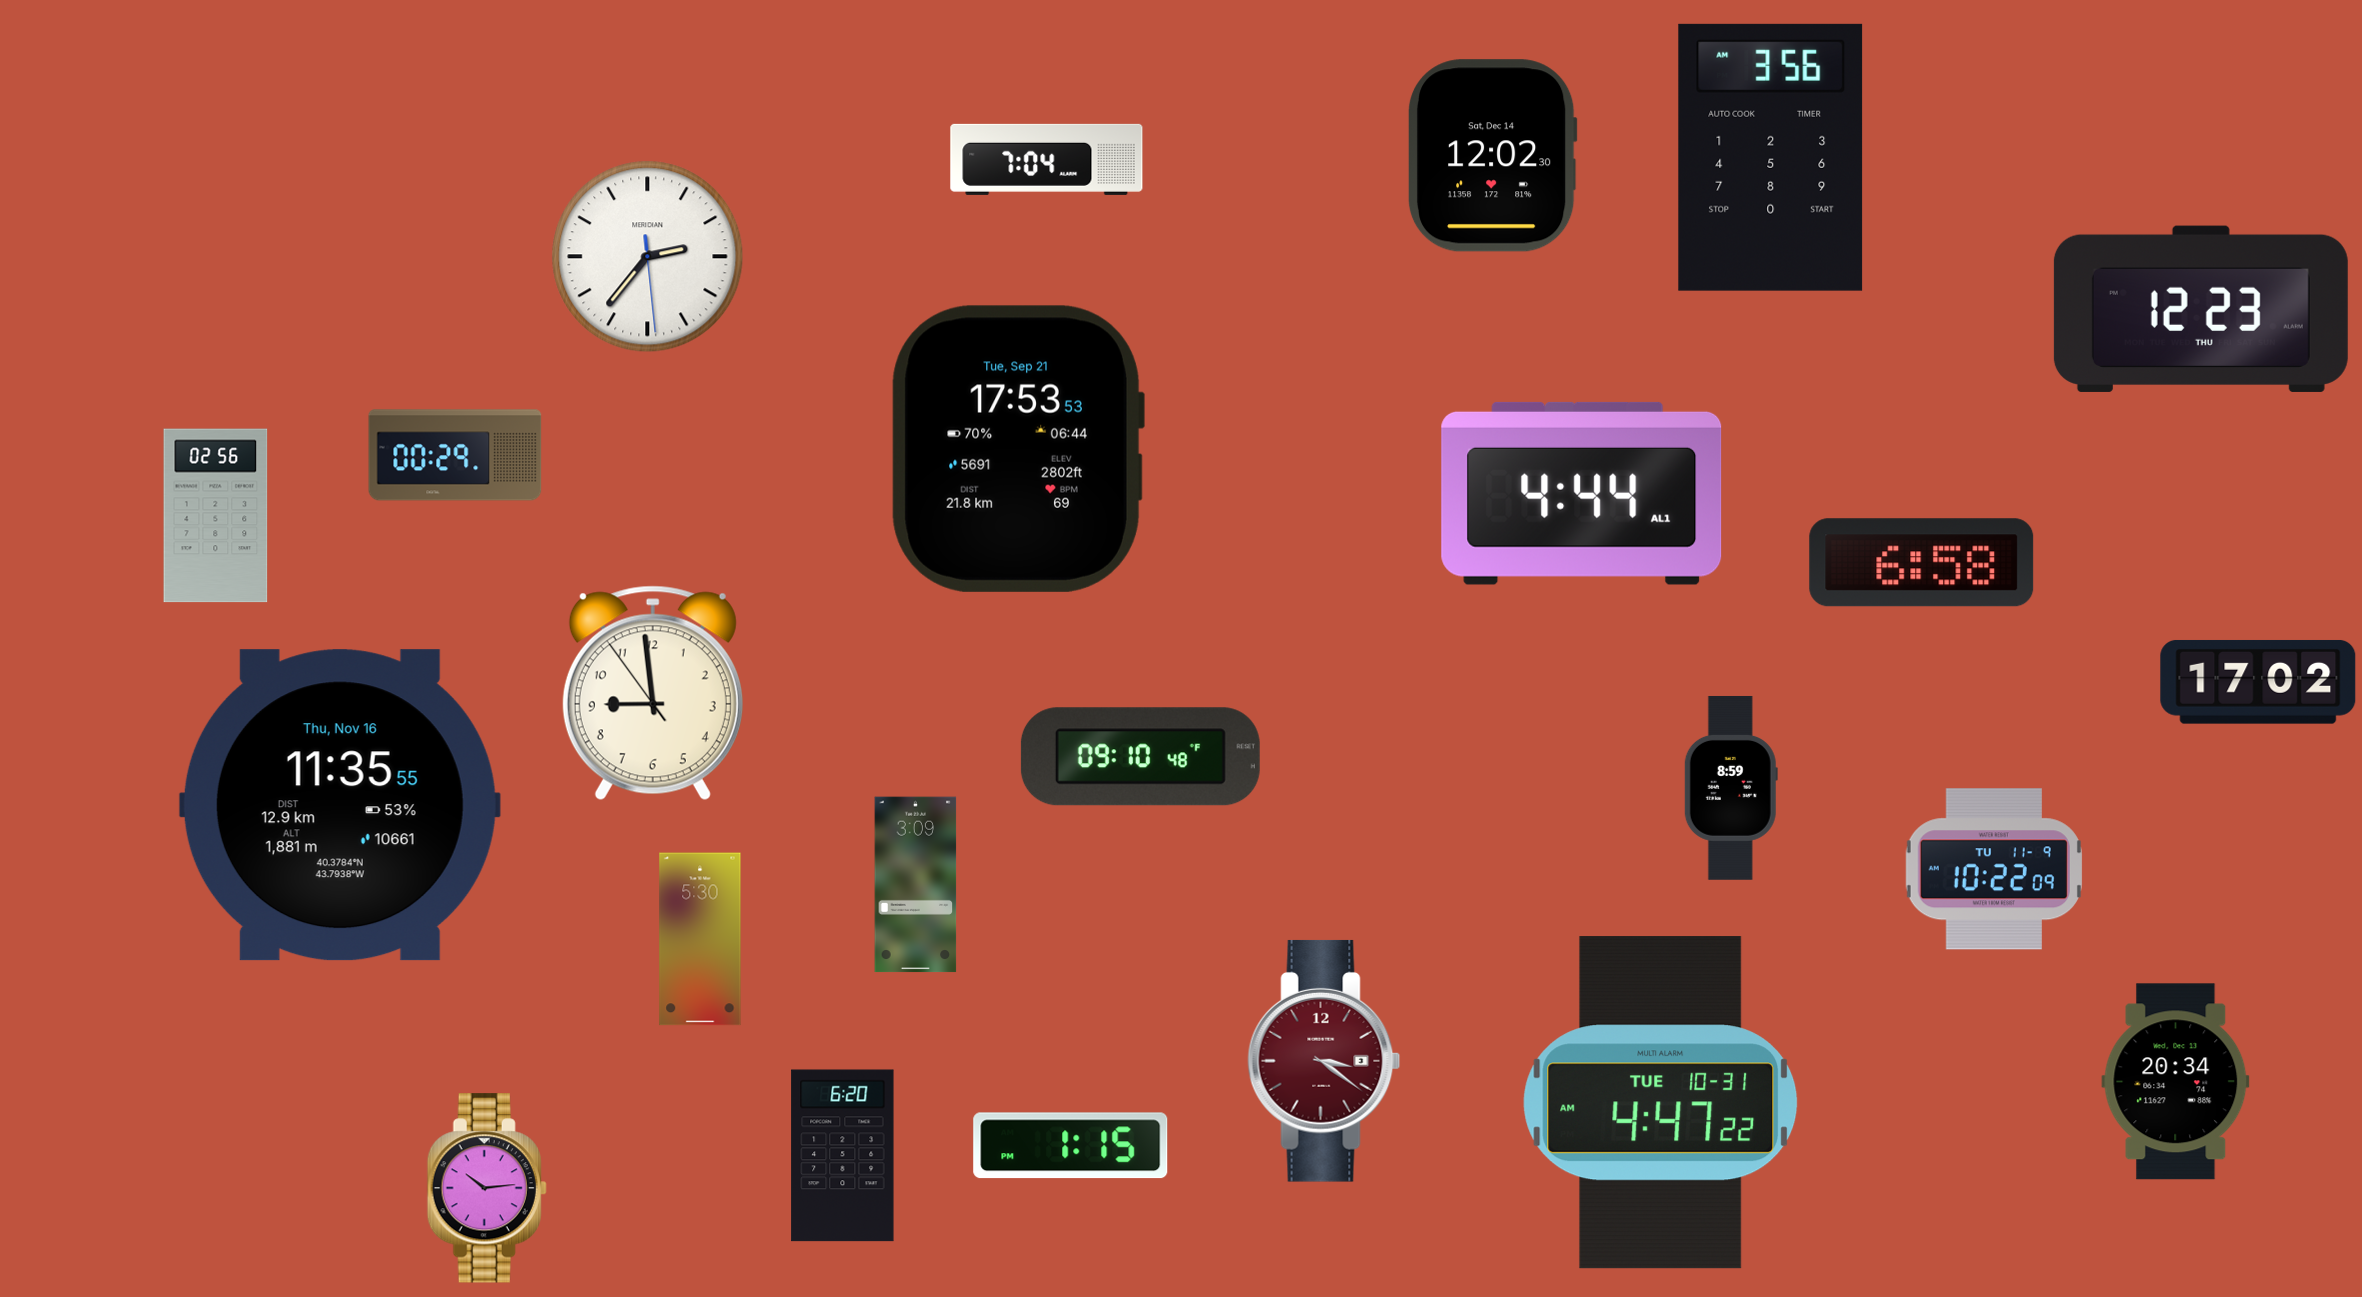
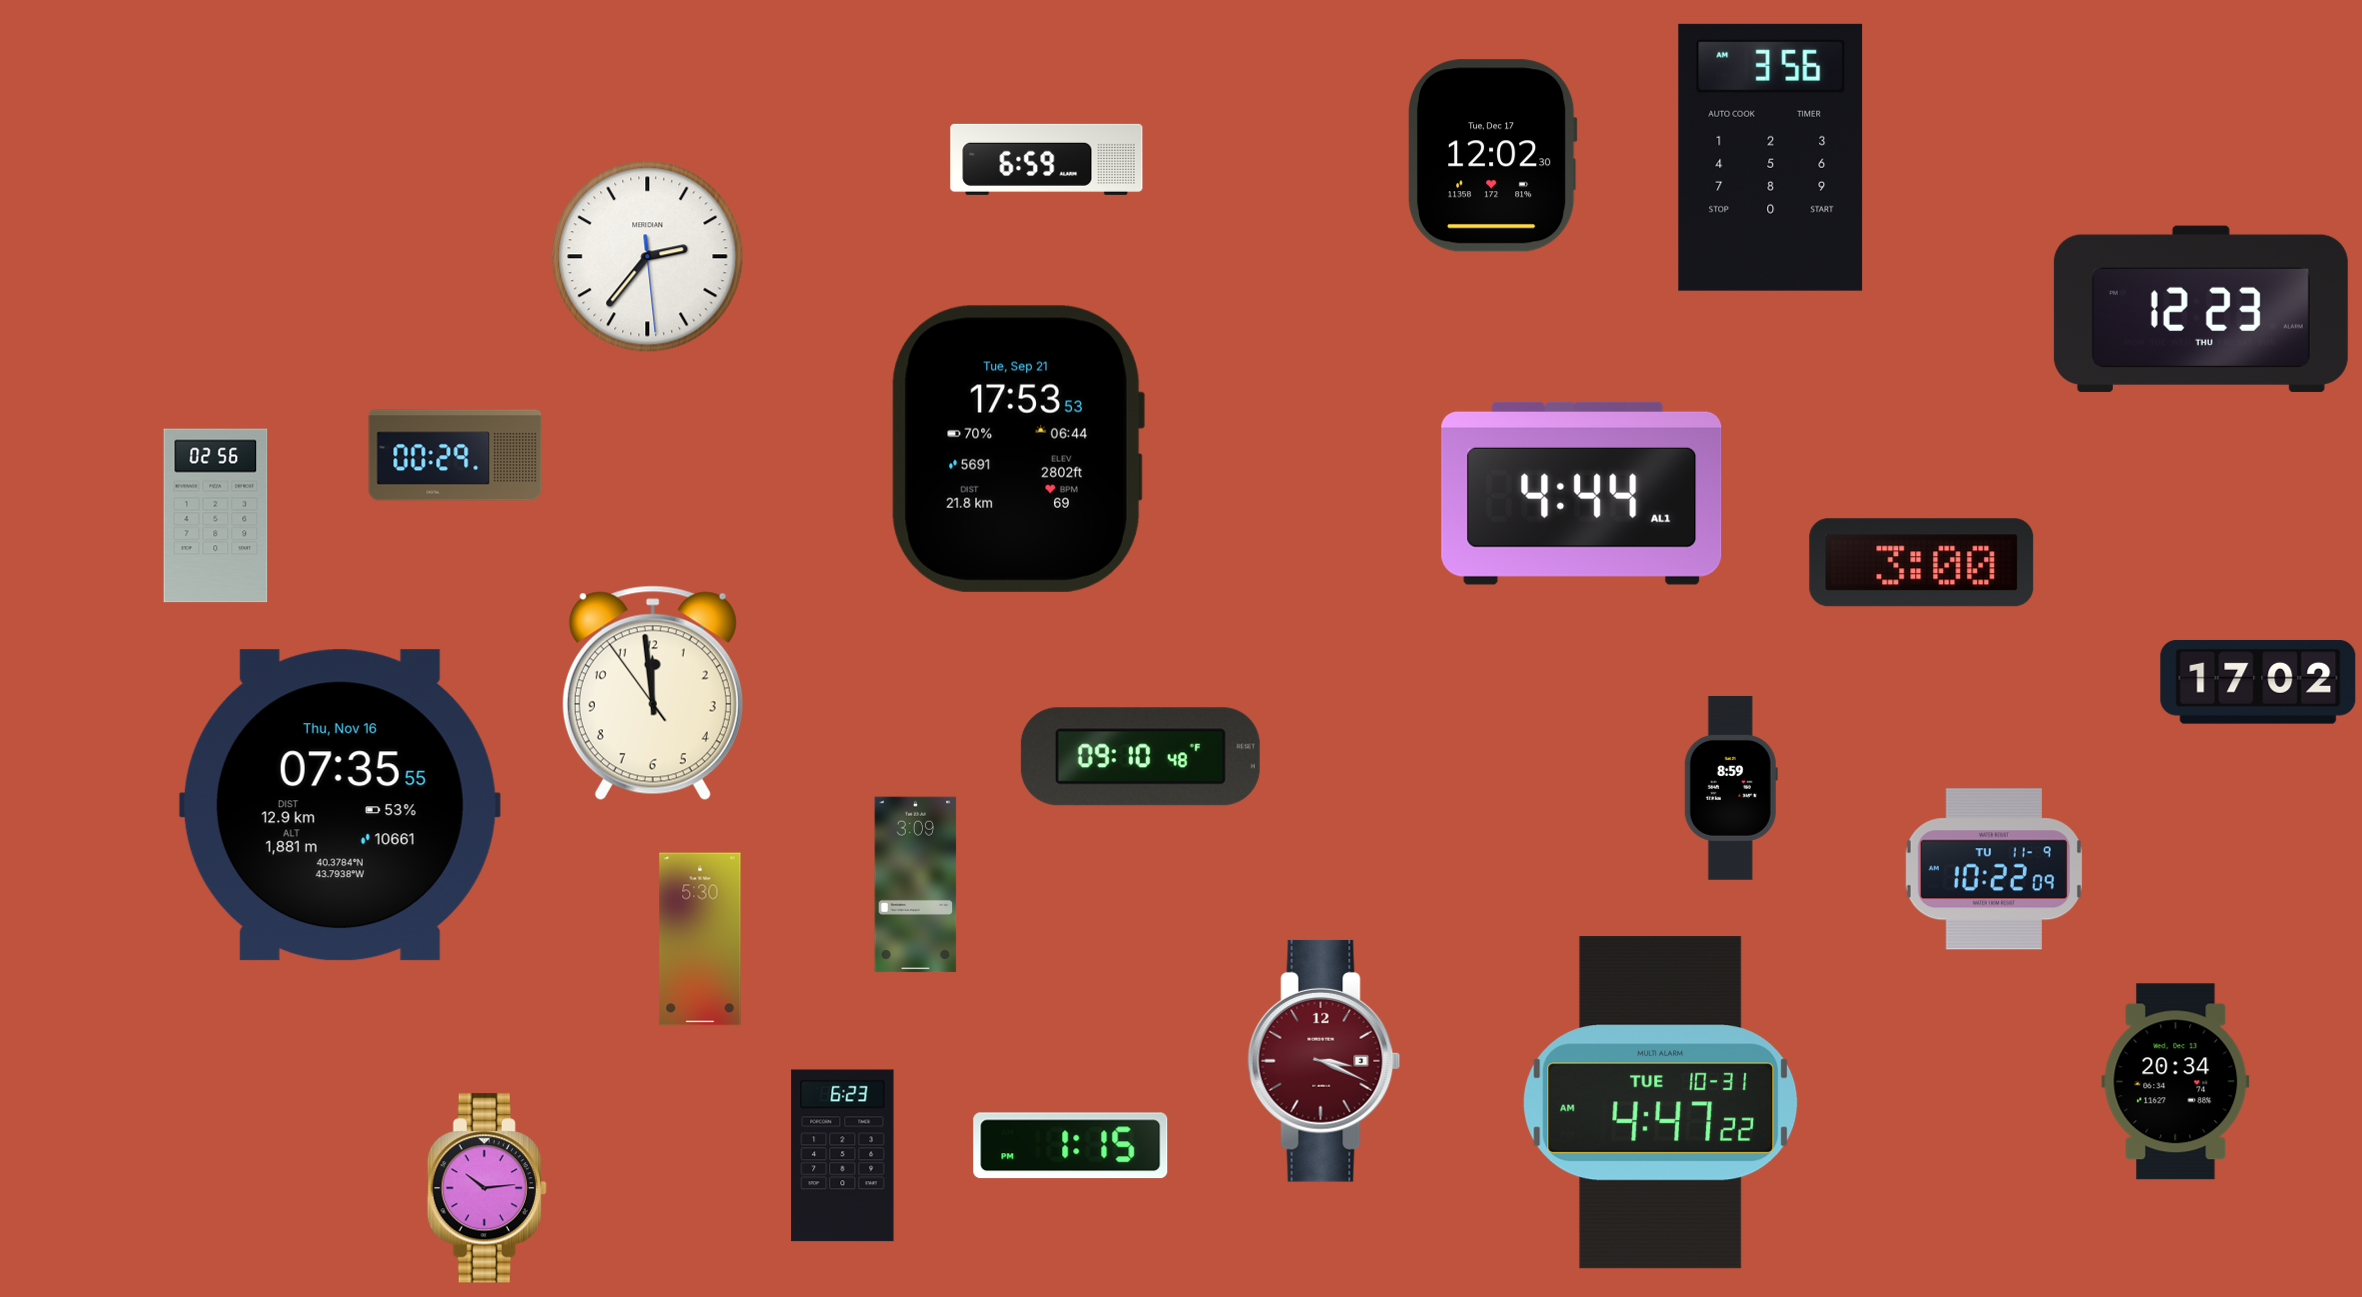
clock at (1492, 156) date: Sat, Dec 14 -> Tue, Dec 17
clock at (1047, 159): 7:04 -> 6:59
clock at (1922, 563): 6:58 -> 3:00
clock at (653, 693): 8:58 -> 11:58
clock at (340, 805): 11:35 -> 07:35
clock at (1324, 1061): 3:21 -> 3:19
clock at (843, 1156): 6:20 -> 6:23
